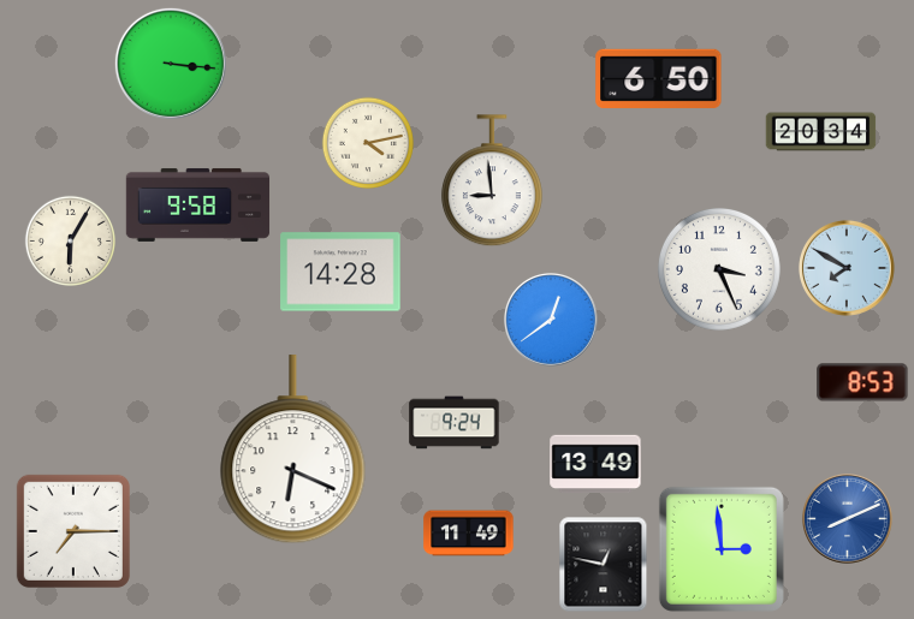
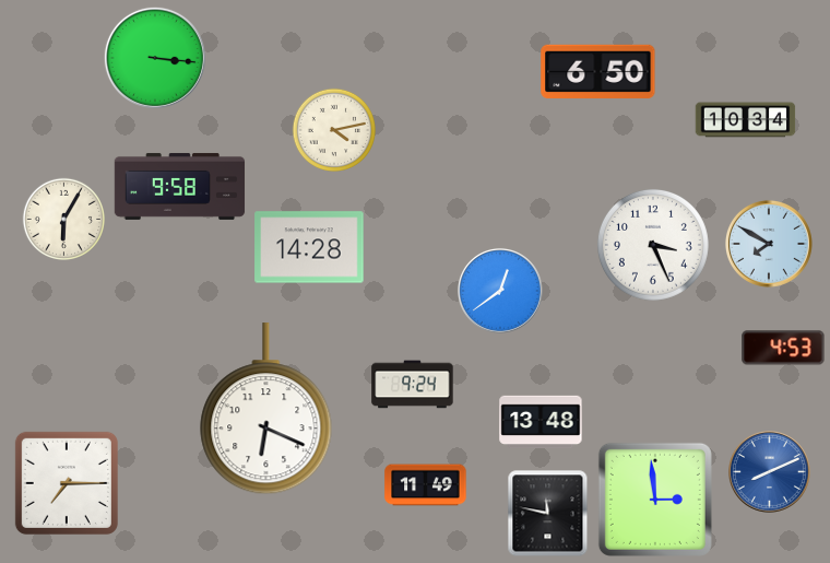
clock at (821, 132): 20:34 -> 10:34
clock at (492, 181): 8:59 -> none
clock at (862, 382): 8:53 -> 4:53
clock at (595, 464): 13:49 -> 13:48
clock at (604, 565): 12:47 -> 11:47
